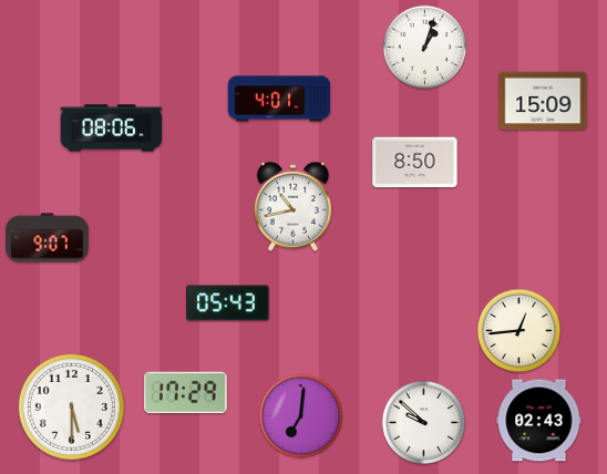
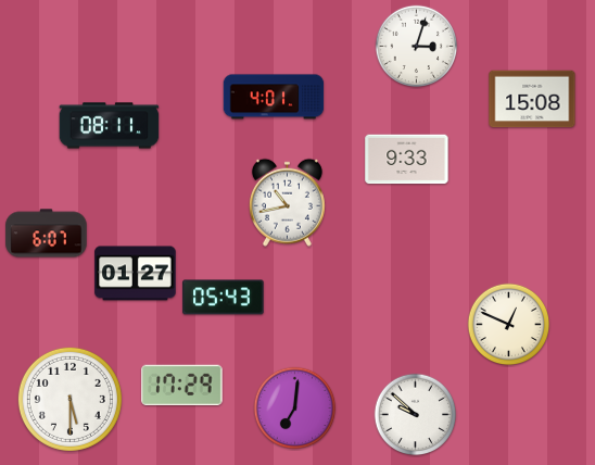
clock at (425, 48): 1:03 -> 3:03
clock at (543, 101): 15:09 -> 15:08
clock at (112, 128): 08:06 -> 08:11
clock at (415, 163): 8:50 -> 9:33
clock at (48, 238): 9:07 -> 6:07
clock at (136, 274): none -> 01:27
clock at (519, 331): 12:44 -> 12:49
clock at (539, 421): 02:43 -> none
